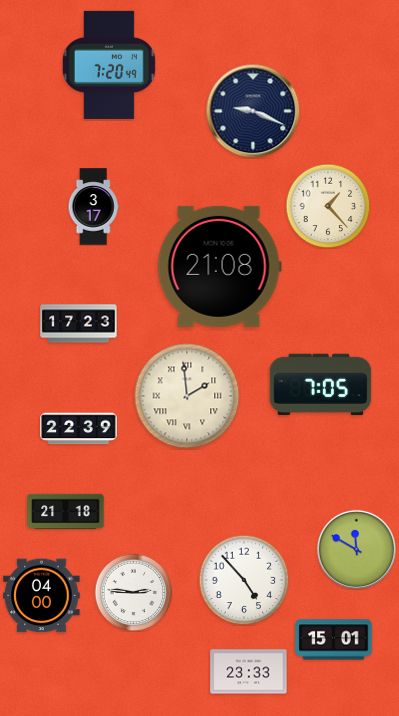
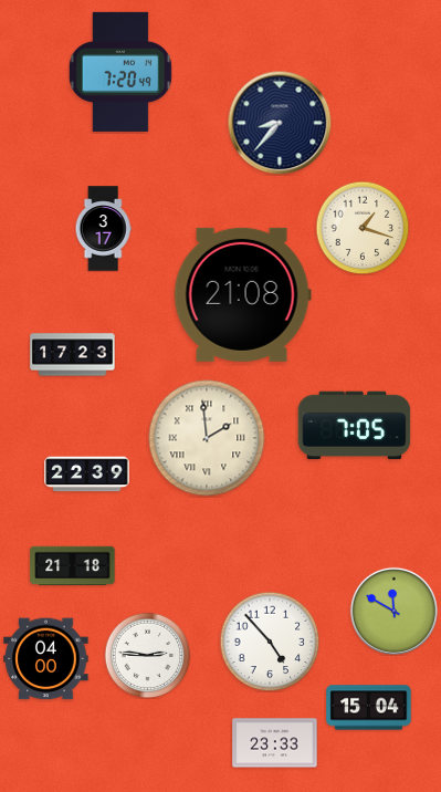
clock at (253, 111): 9:19 -> 8:37
clock at (328, 206): 1:23 -> 1:18
clock at (79, 324) position: (79, 324) -> (73, 355)
clock at (356, 549) position: (356, 549) -> (393, 611)
clock at (334, 640): 15:01 -> 15:04
